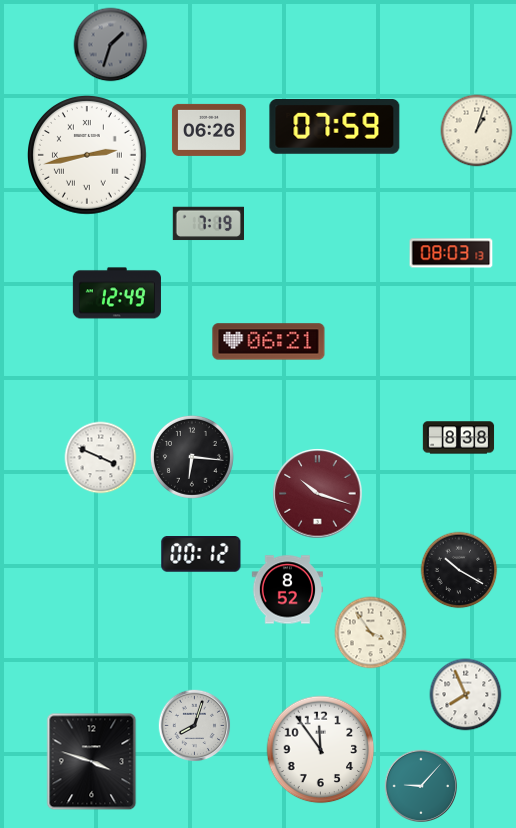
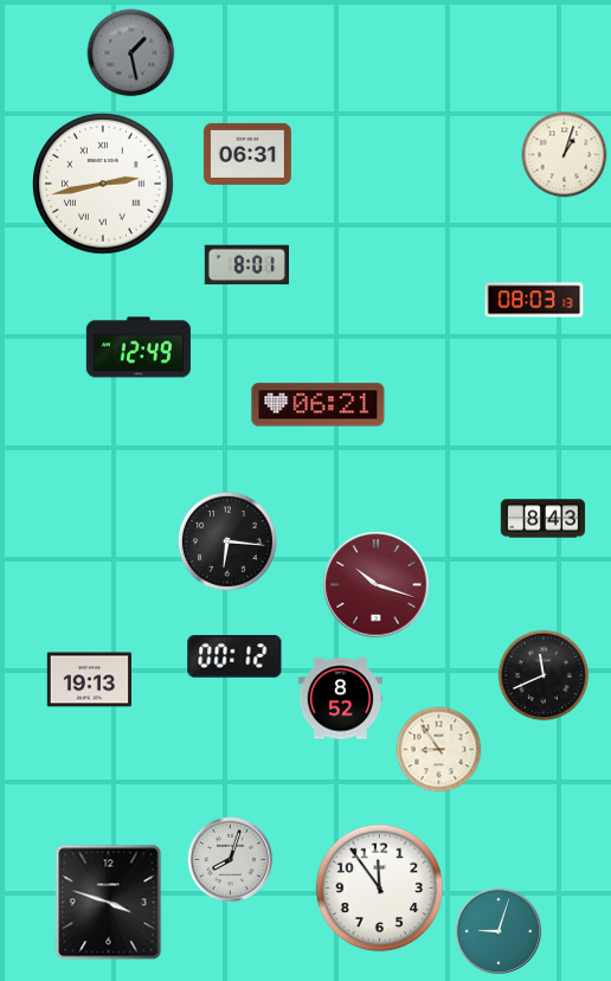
clock at (111, 45): 1:33 -> 1:28
clock at (335, 127): 07:59 -> none
clock at (209, 130): 06:26 -> 06:31
clock at (208, 224): 7:19 -> 8:01
clock at (459, 438): 8:38 -> 8:43
clock at (101, 458): 3:49 -> none
clock at (201, 555) position: (201, 555) -> (234, 658)
clock at (459, 570): 10:20 -> 11:41
clock at (89, 680): none -> 19:13
clock at (371, 633): 3:54 -> 8:54
clock at (466, 695): 7:56 -> none
clock at (421, 786): 9:07 -> 9:03
